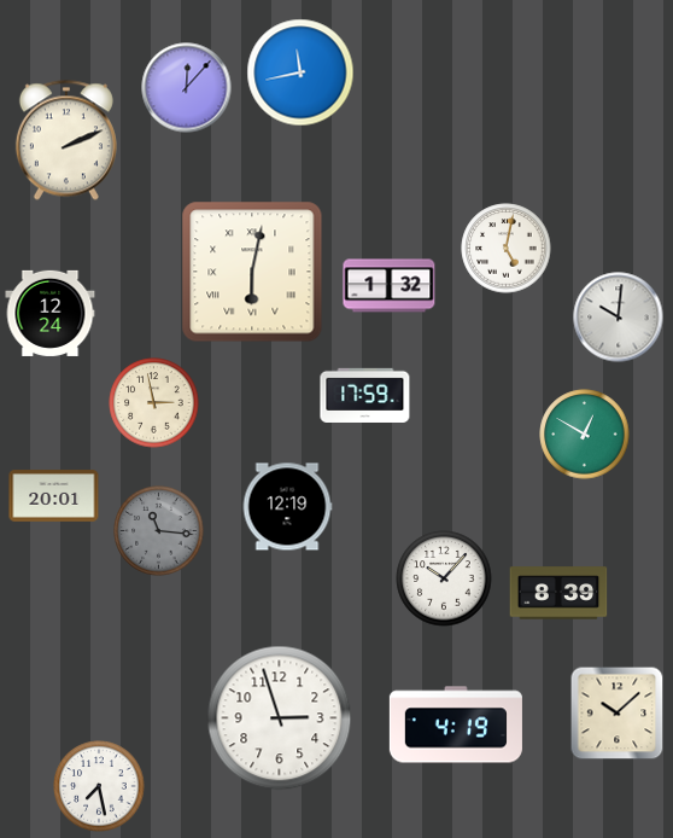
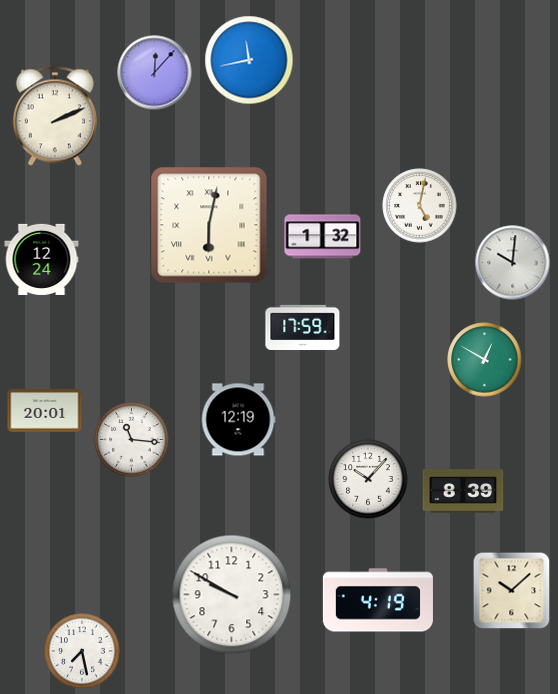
clock at (154, 403): 2:58 -> none
clock at (159, 531) dial: grey -> white
clock at (280, 718): 2:57 -> 9:50
